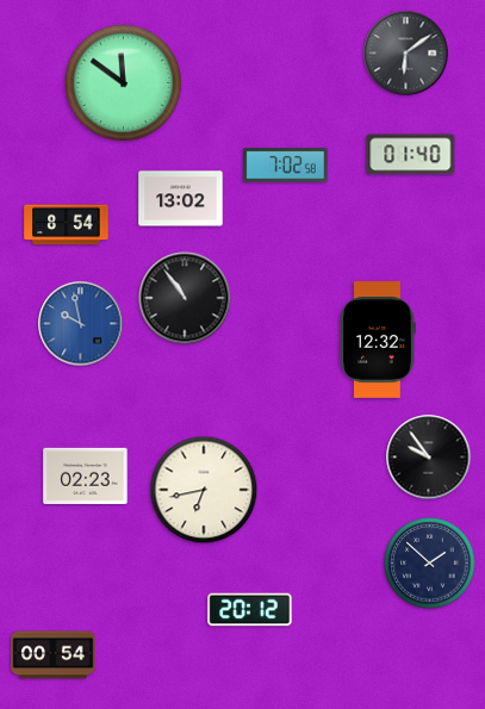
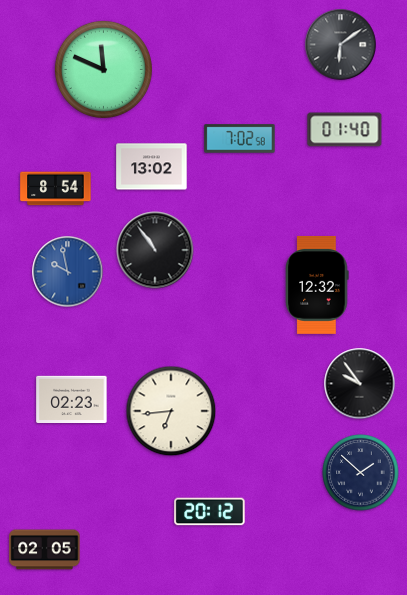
clock at (123, 82): 11:51 -> 11:49
clock at (204, 490): 6:43 -> 6:44
clock at (54, 655): 00:54 -> 02:05
